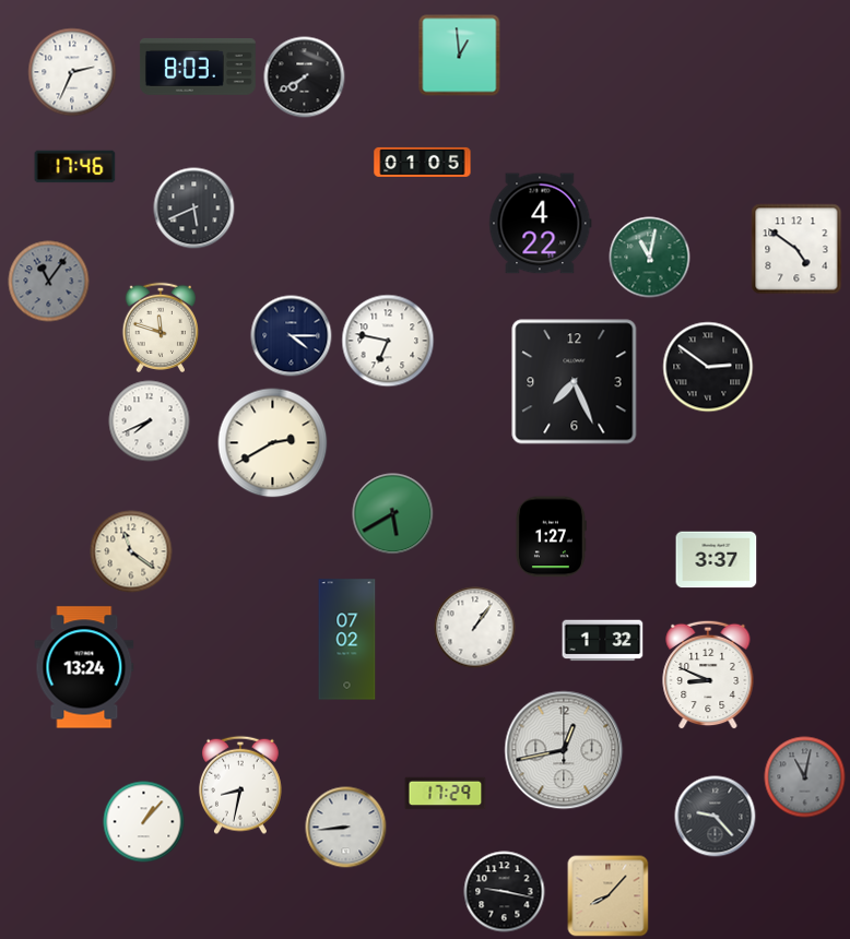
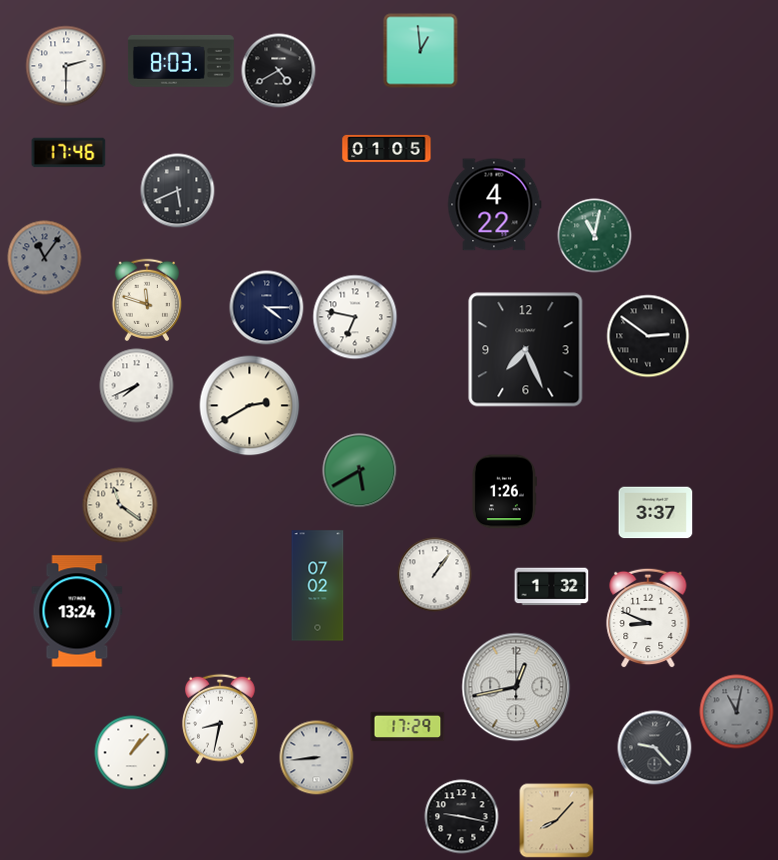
clock at (72, 72): 2:34 -> 2:30
clock at (305, 78): 7:40 -> 4:40
clock at (796, 249): 4:51 -> none
clock at (388, 341) position: (388, 341) -> (355, 317)
clock at (551, 537): 1:27 -> 1:26
